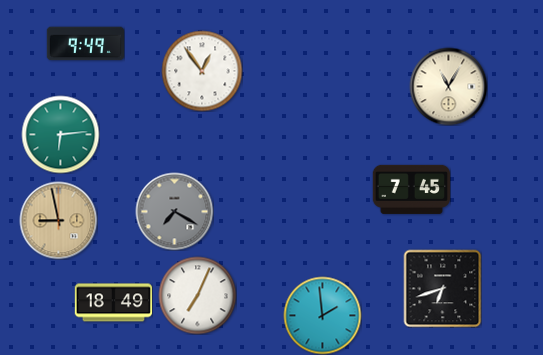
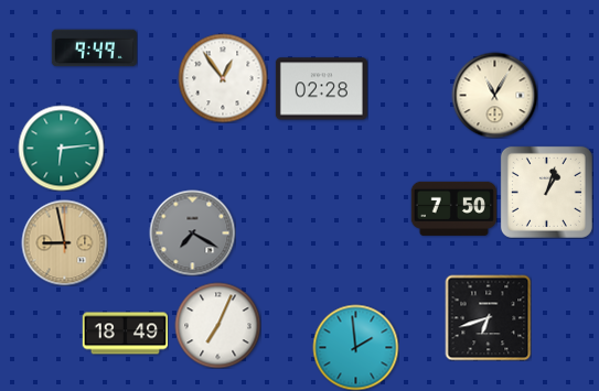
clock at (321, 89): none -> 02:28
clock at (60, 134) position: (60, 134) -> (61, 148)
clock at (546, 192): none -> 1:03
clock at (411, 189): 7:45 -> 7:50
